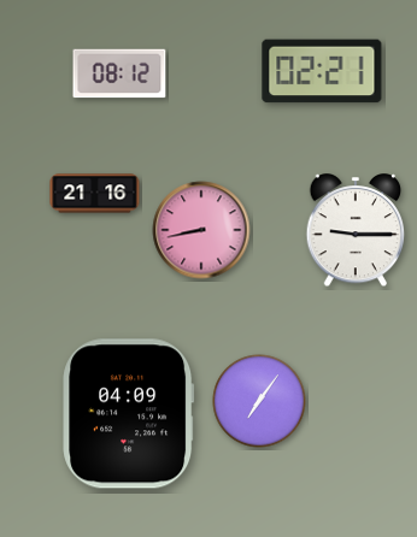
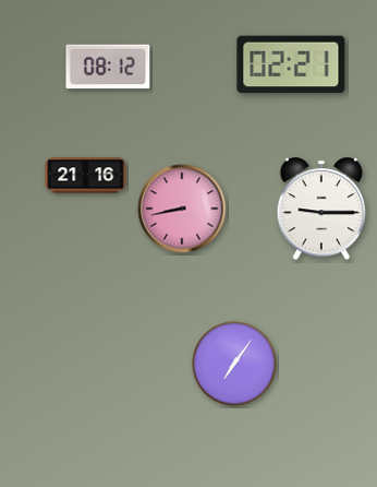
clock at (129, 414): 04:09 -> none
